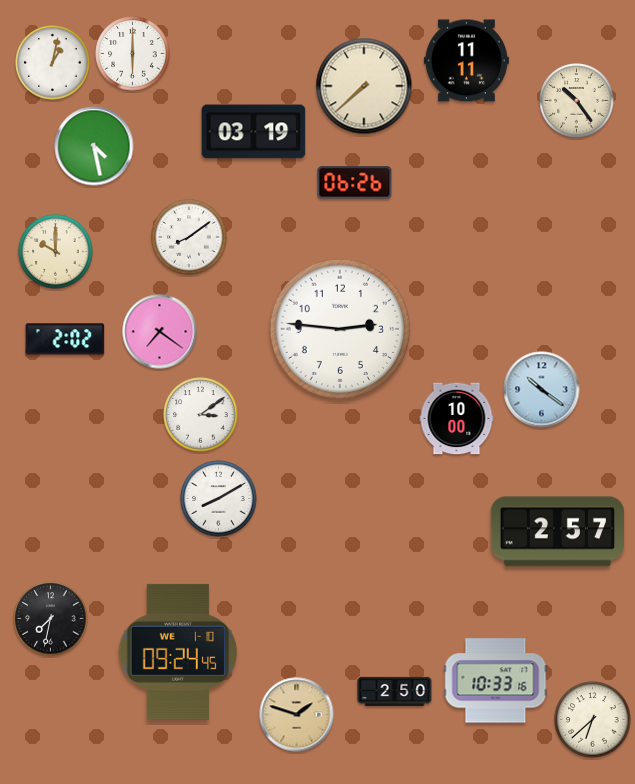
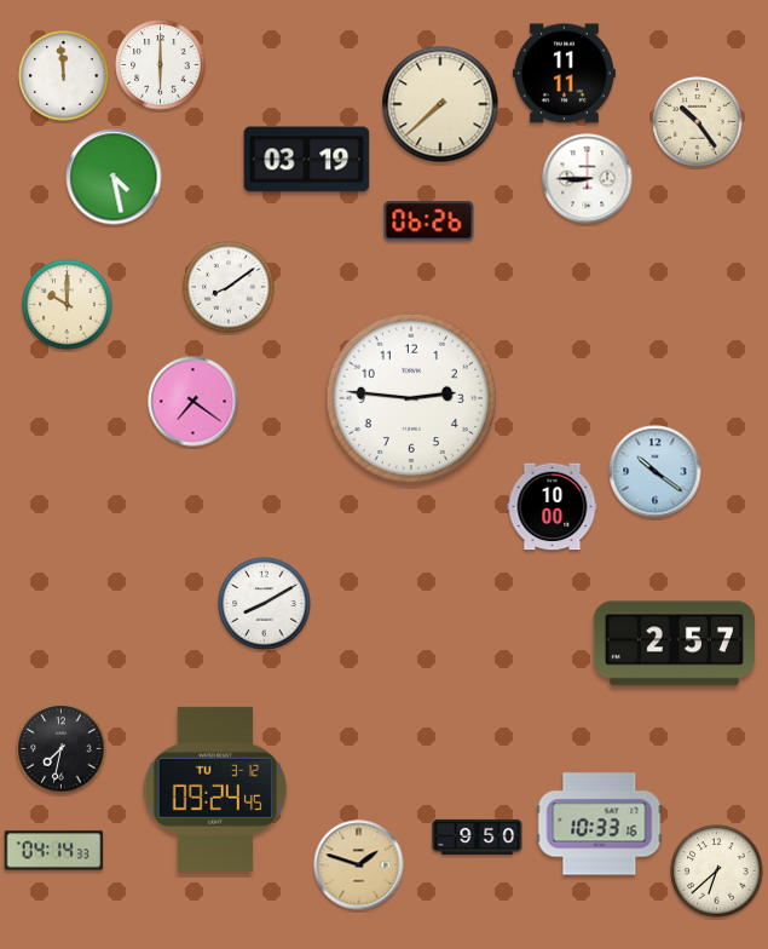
clock at (53, 63): 1:02 -> 11:59
clock at (588, 179): none -> 8:45
clock at (65, 339): 2:02 -> none
clock at (201, 415): 3:09 -> none
clock at (178, 652) date: WE 1-10 -> TU 3-12
clock at (395, 691): 2:50 -> 9:50
clock at (54, 851): none -> 04:14
